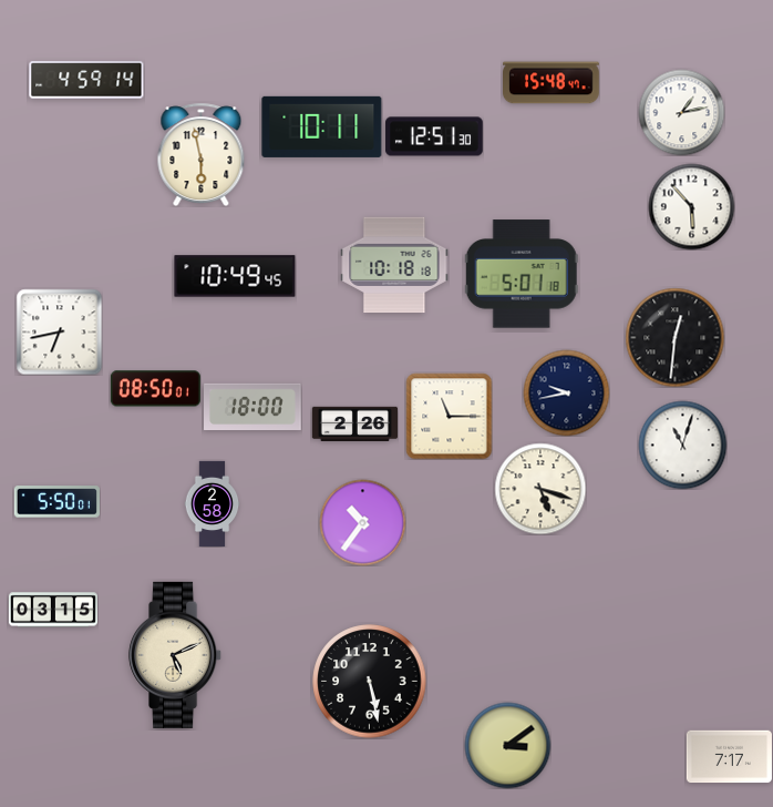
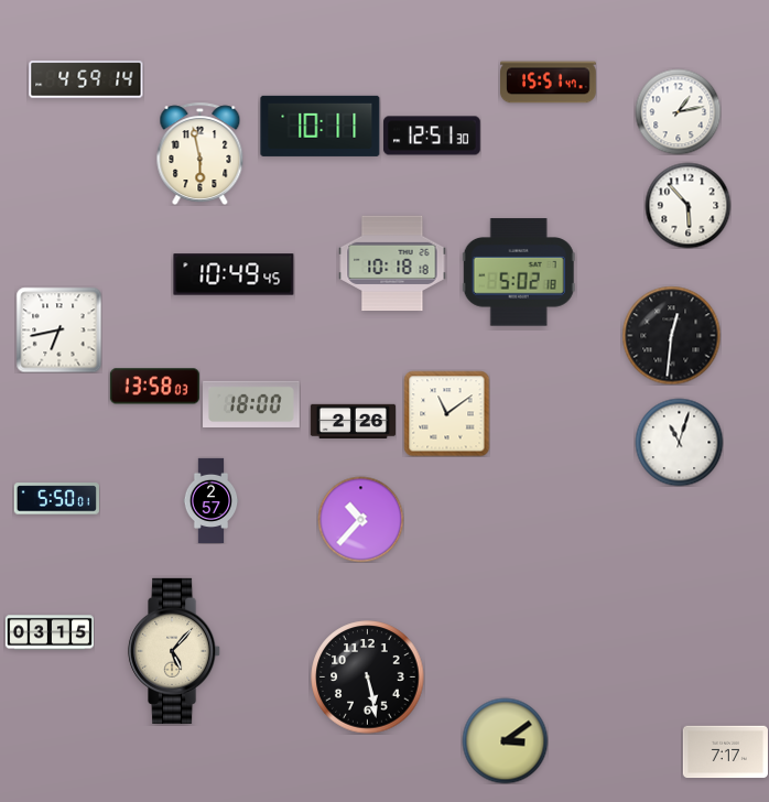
clock at (552, 83): 15:48 -> 15:51
clock at (522, 274): 5:01 -> 5:02
clock at (155, 389): 08:50 -> 13:58
clock at (566, 392): 9:43 -> none
clock at (449, 416): 11:15 -> 11:09
clock at (540, 489): 5:18 -> none
clock at (213, 503): 2:58 -> 2:57
clock at (362, 522): 10:36 -> 10:37
clock at (53, 610) position: (53, 610) -> (50, 632)
clock at (176, 655): 5:11 -> 5:07
